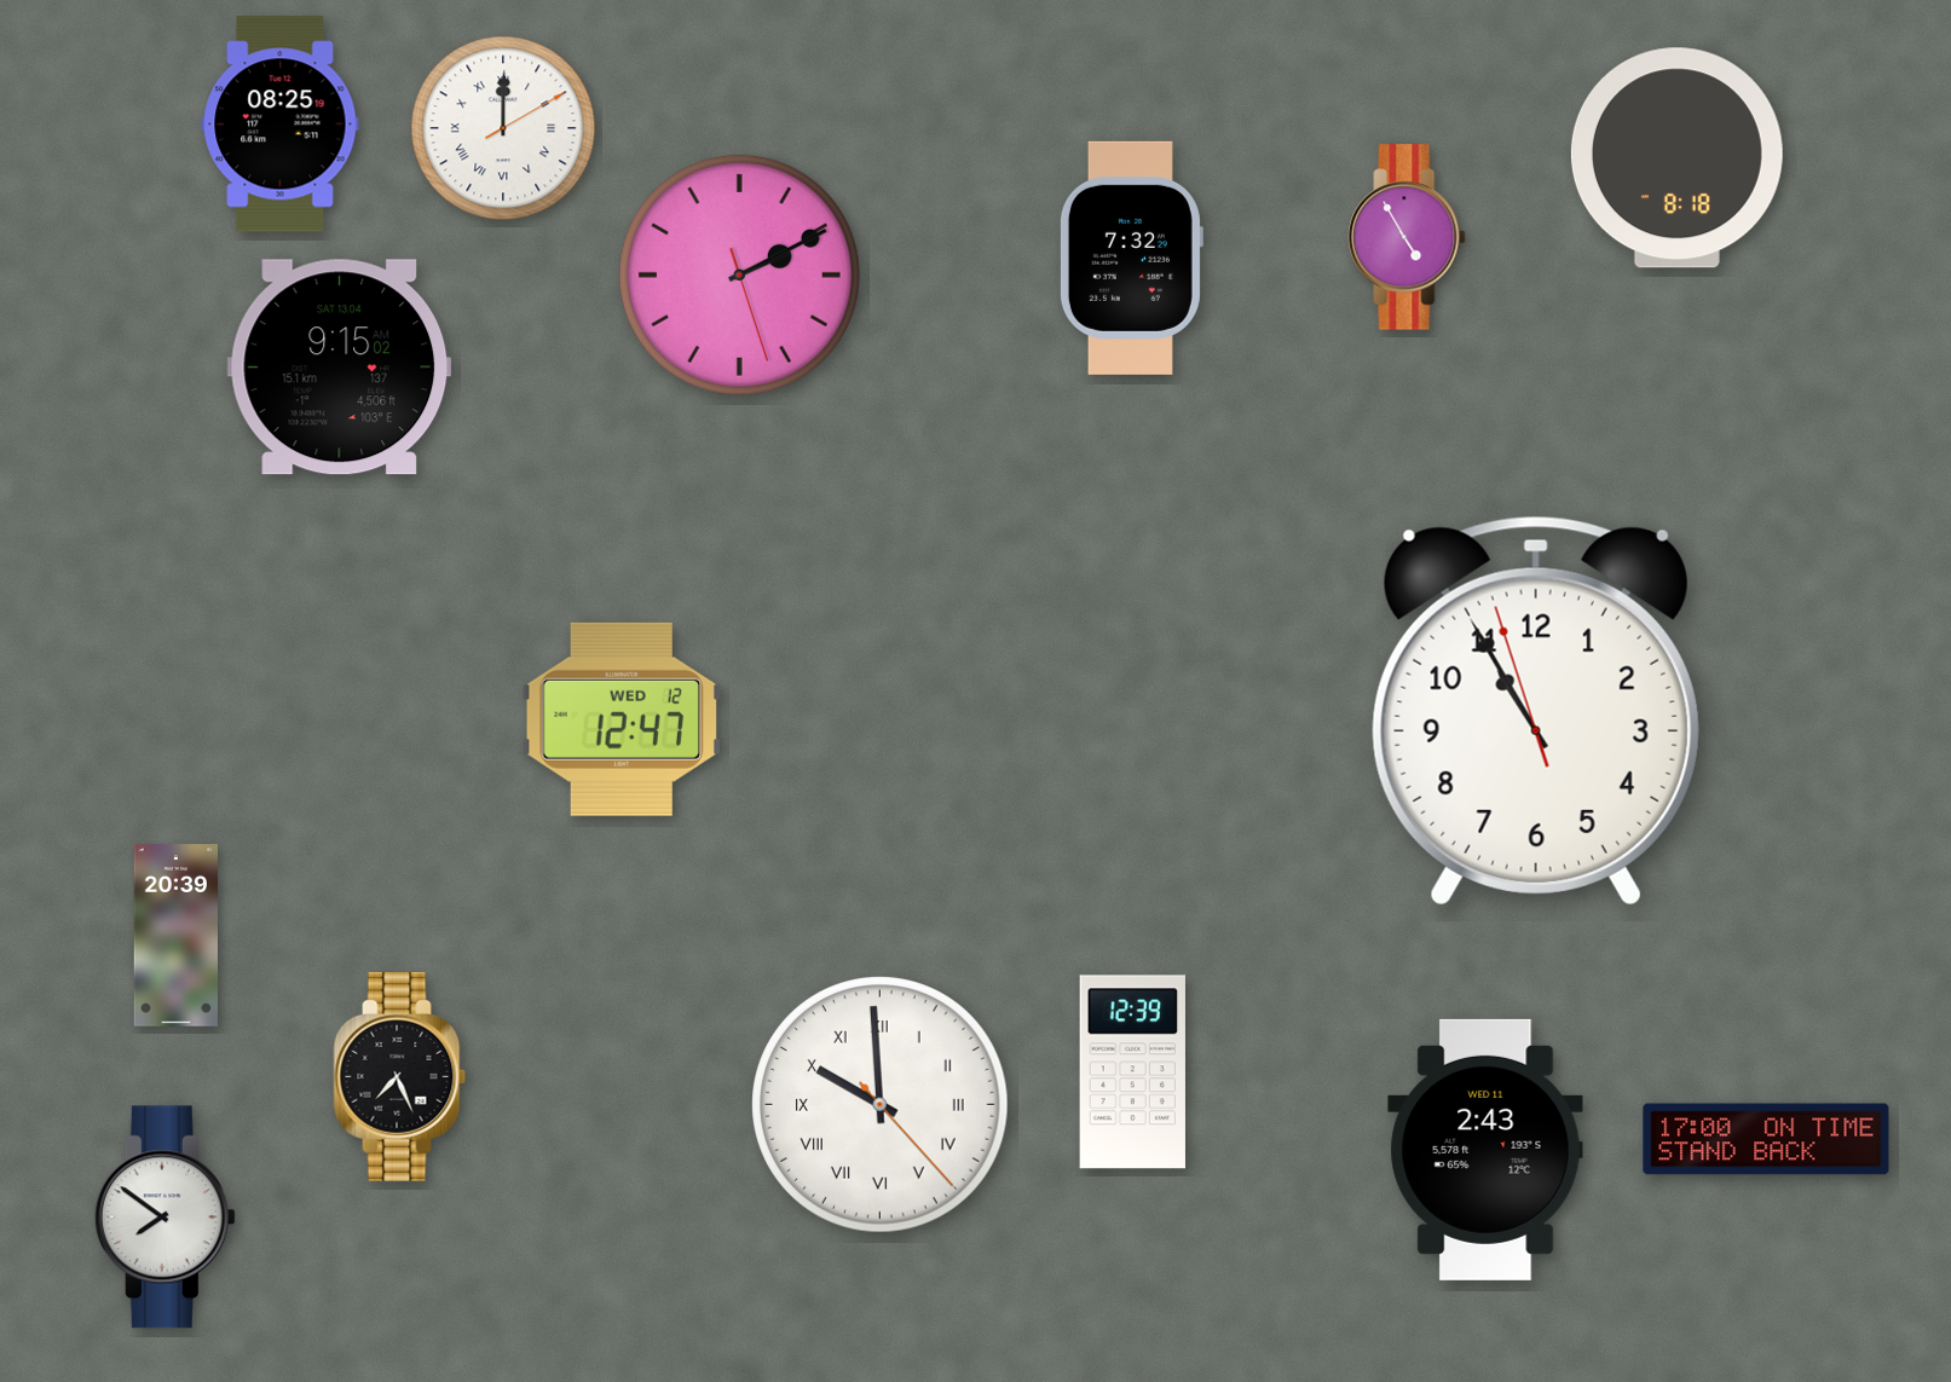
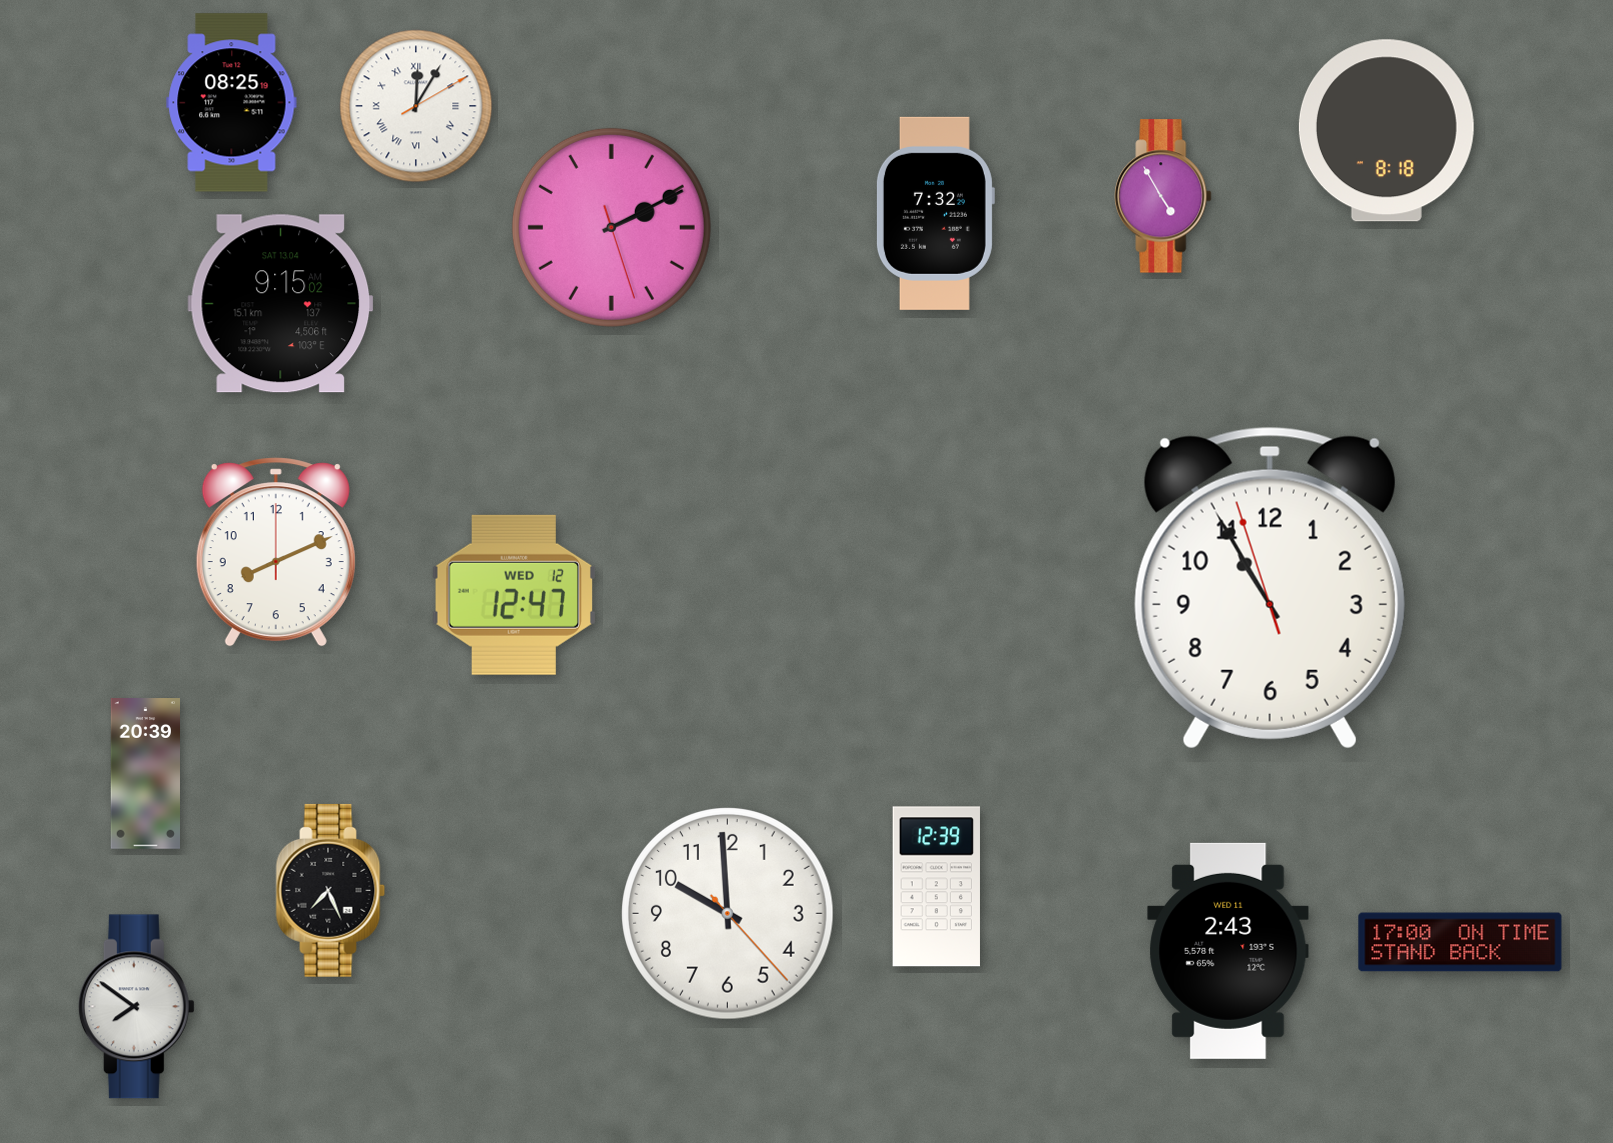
clock at (503, 128): 12:00 -> 12:05
clock at (276, 552): none -> 8:11
clock at (881, 1105) numerals: Roman -> Arabic
